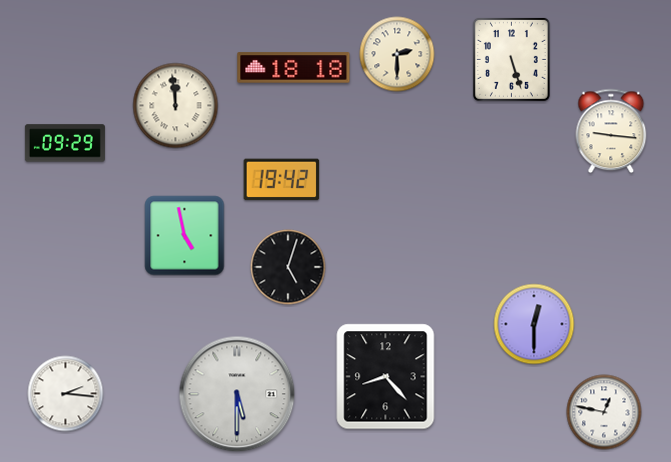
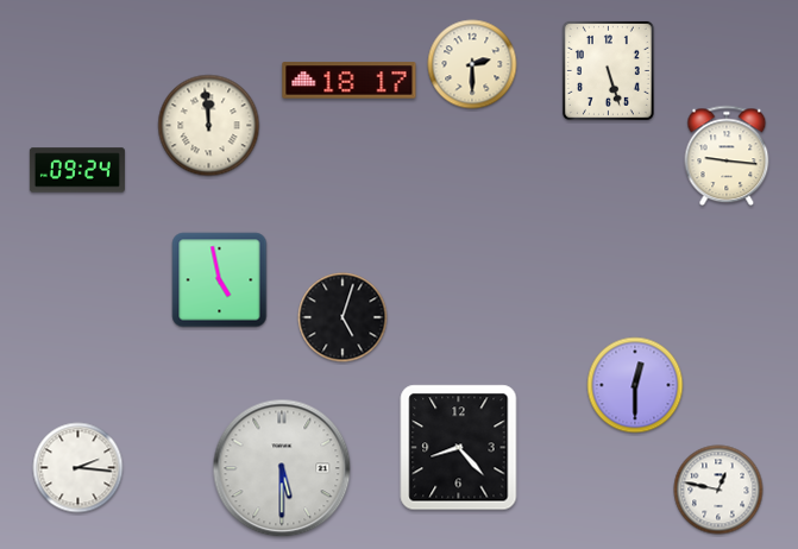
clock at (294, 68): 18:18 -> 18:17
clock at (65, 143): 09:29 -> 09:24
clock at (282, 180): 19:42 -> none
